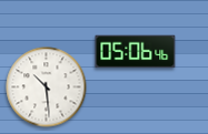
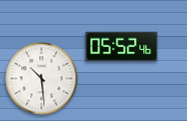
clock at (136, 52): 05:06 -> 05:52
